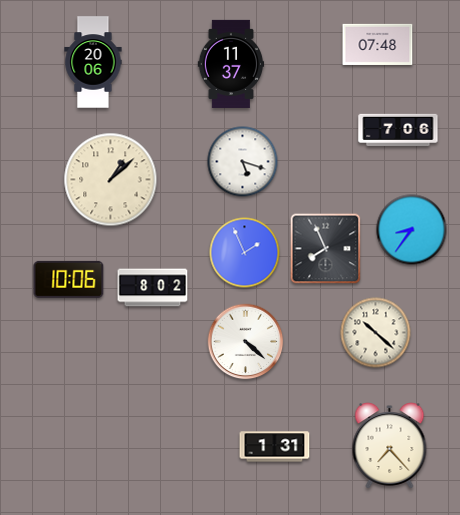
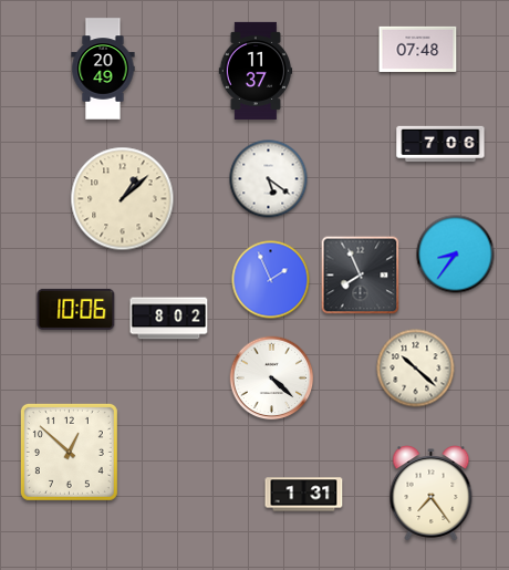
clock at (93, 62): 20:06 -> 20:49
clock at (243, 162): 5:18 -> 5:21
clock at (69, 452): none -> 12:52
clock at (390, 446): 7:23 -> 7:24
